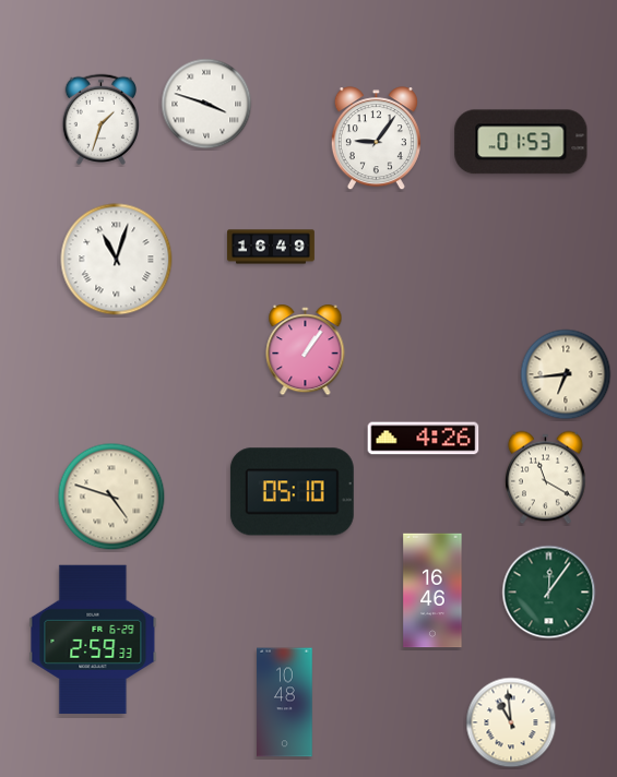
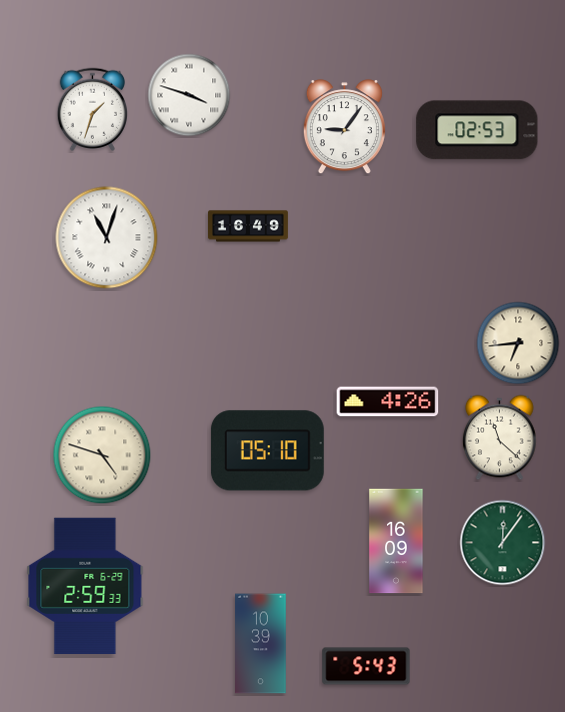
clock at (521, 142): 01:53 -> 02:53
clock at (306, 351): 1:06 -> none
clock at (545, 478): 11:20 -> 11:22
clock at (432, 590): 16:46 -> 16:09
clock at (285, 703): 10:48 -> 10:39
clock at (511, 722): 10:59 -> none
clock at (366, 666): none -> 5:43
